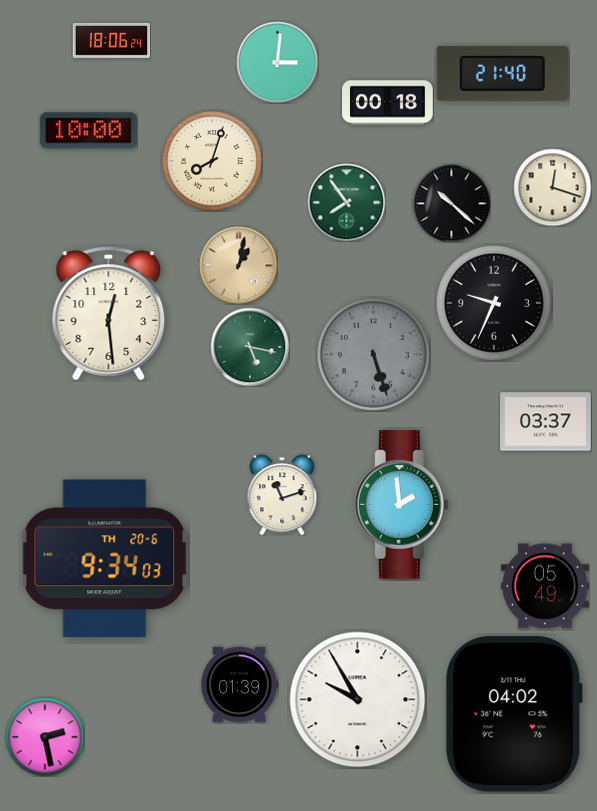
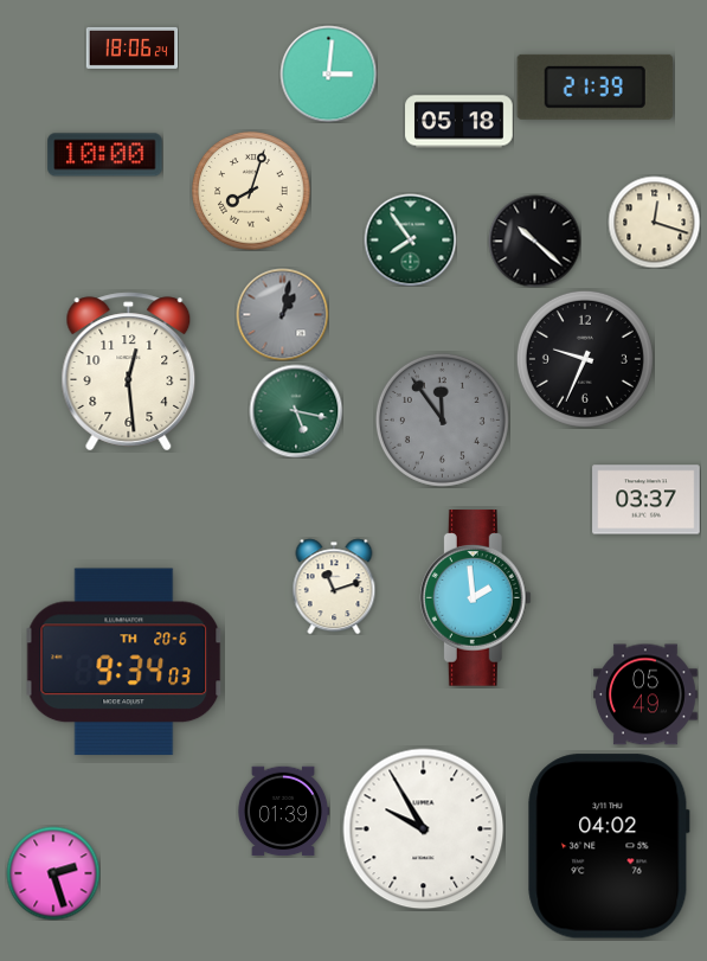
clock at (502, 73): 21:40 -> 21:39
clock at (388, 103): 00:18 -> 05:18
clock at (238, 265) dial: champagne -> grey
clock at (373, 354): 5:27 -> 11:54
clock at (45, 737): 2:28 -> 2:27
